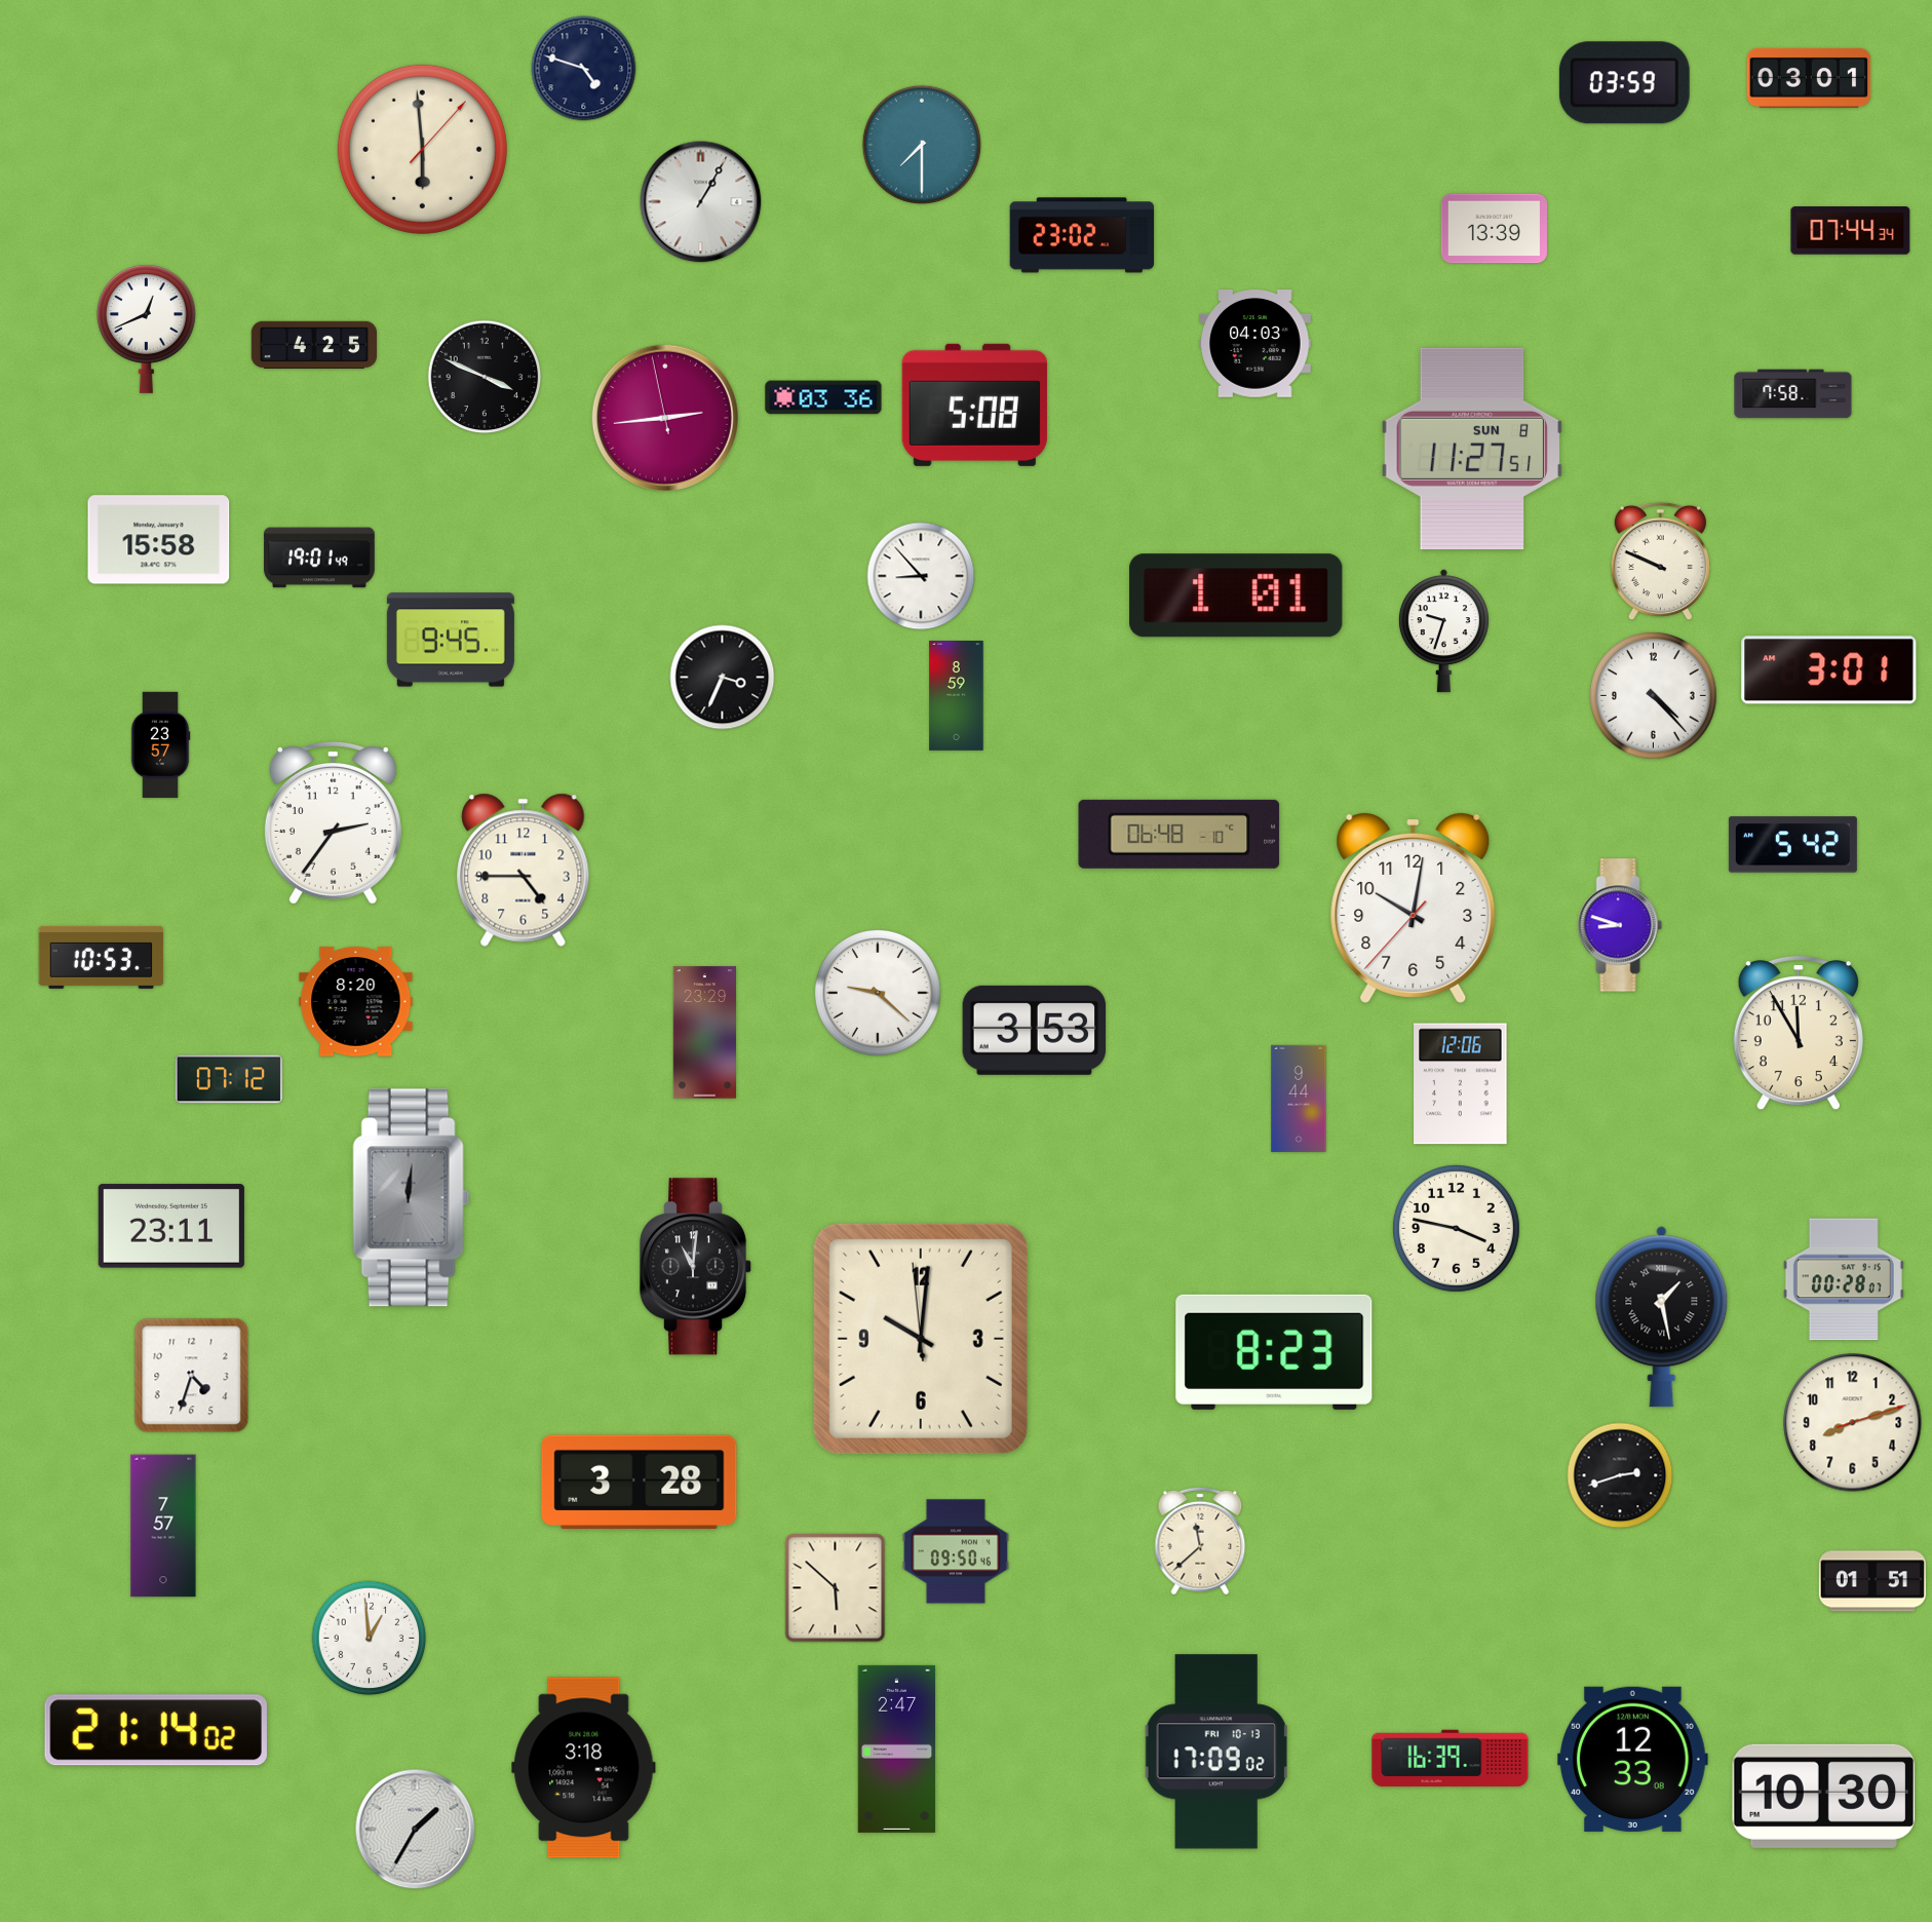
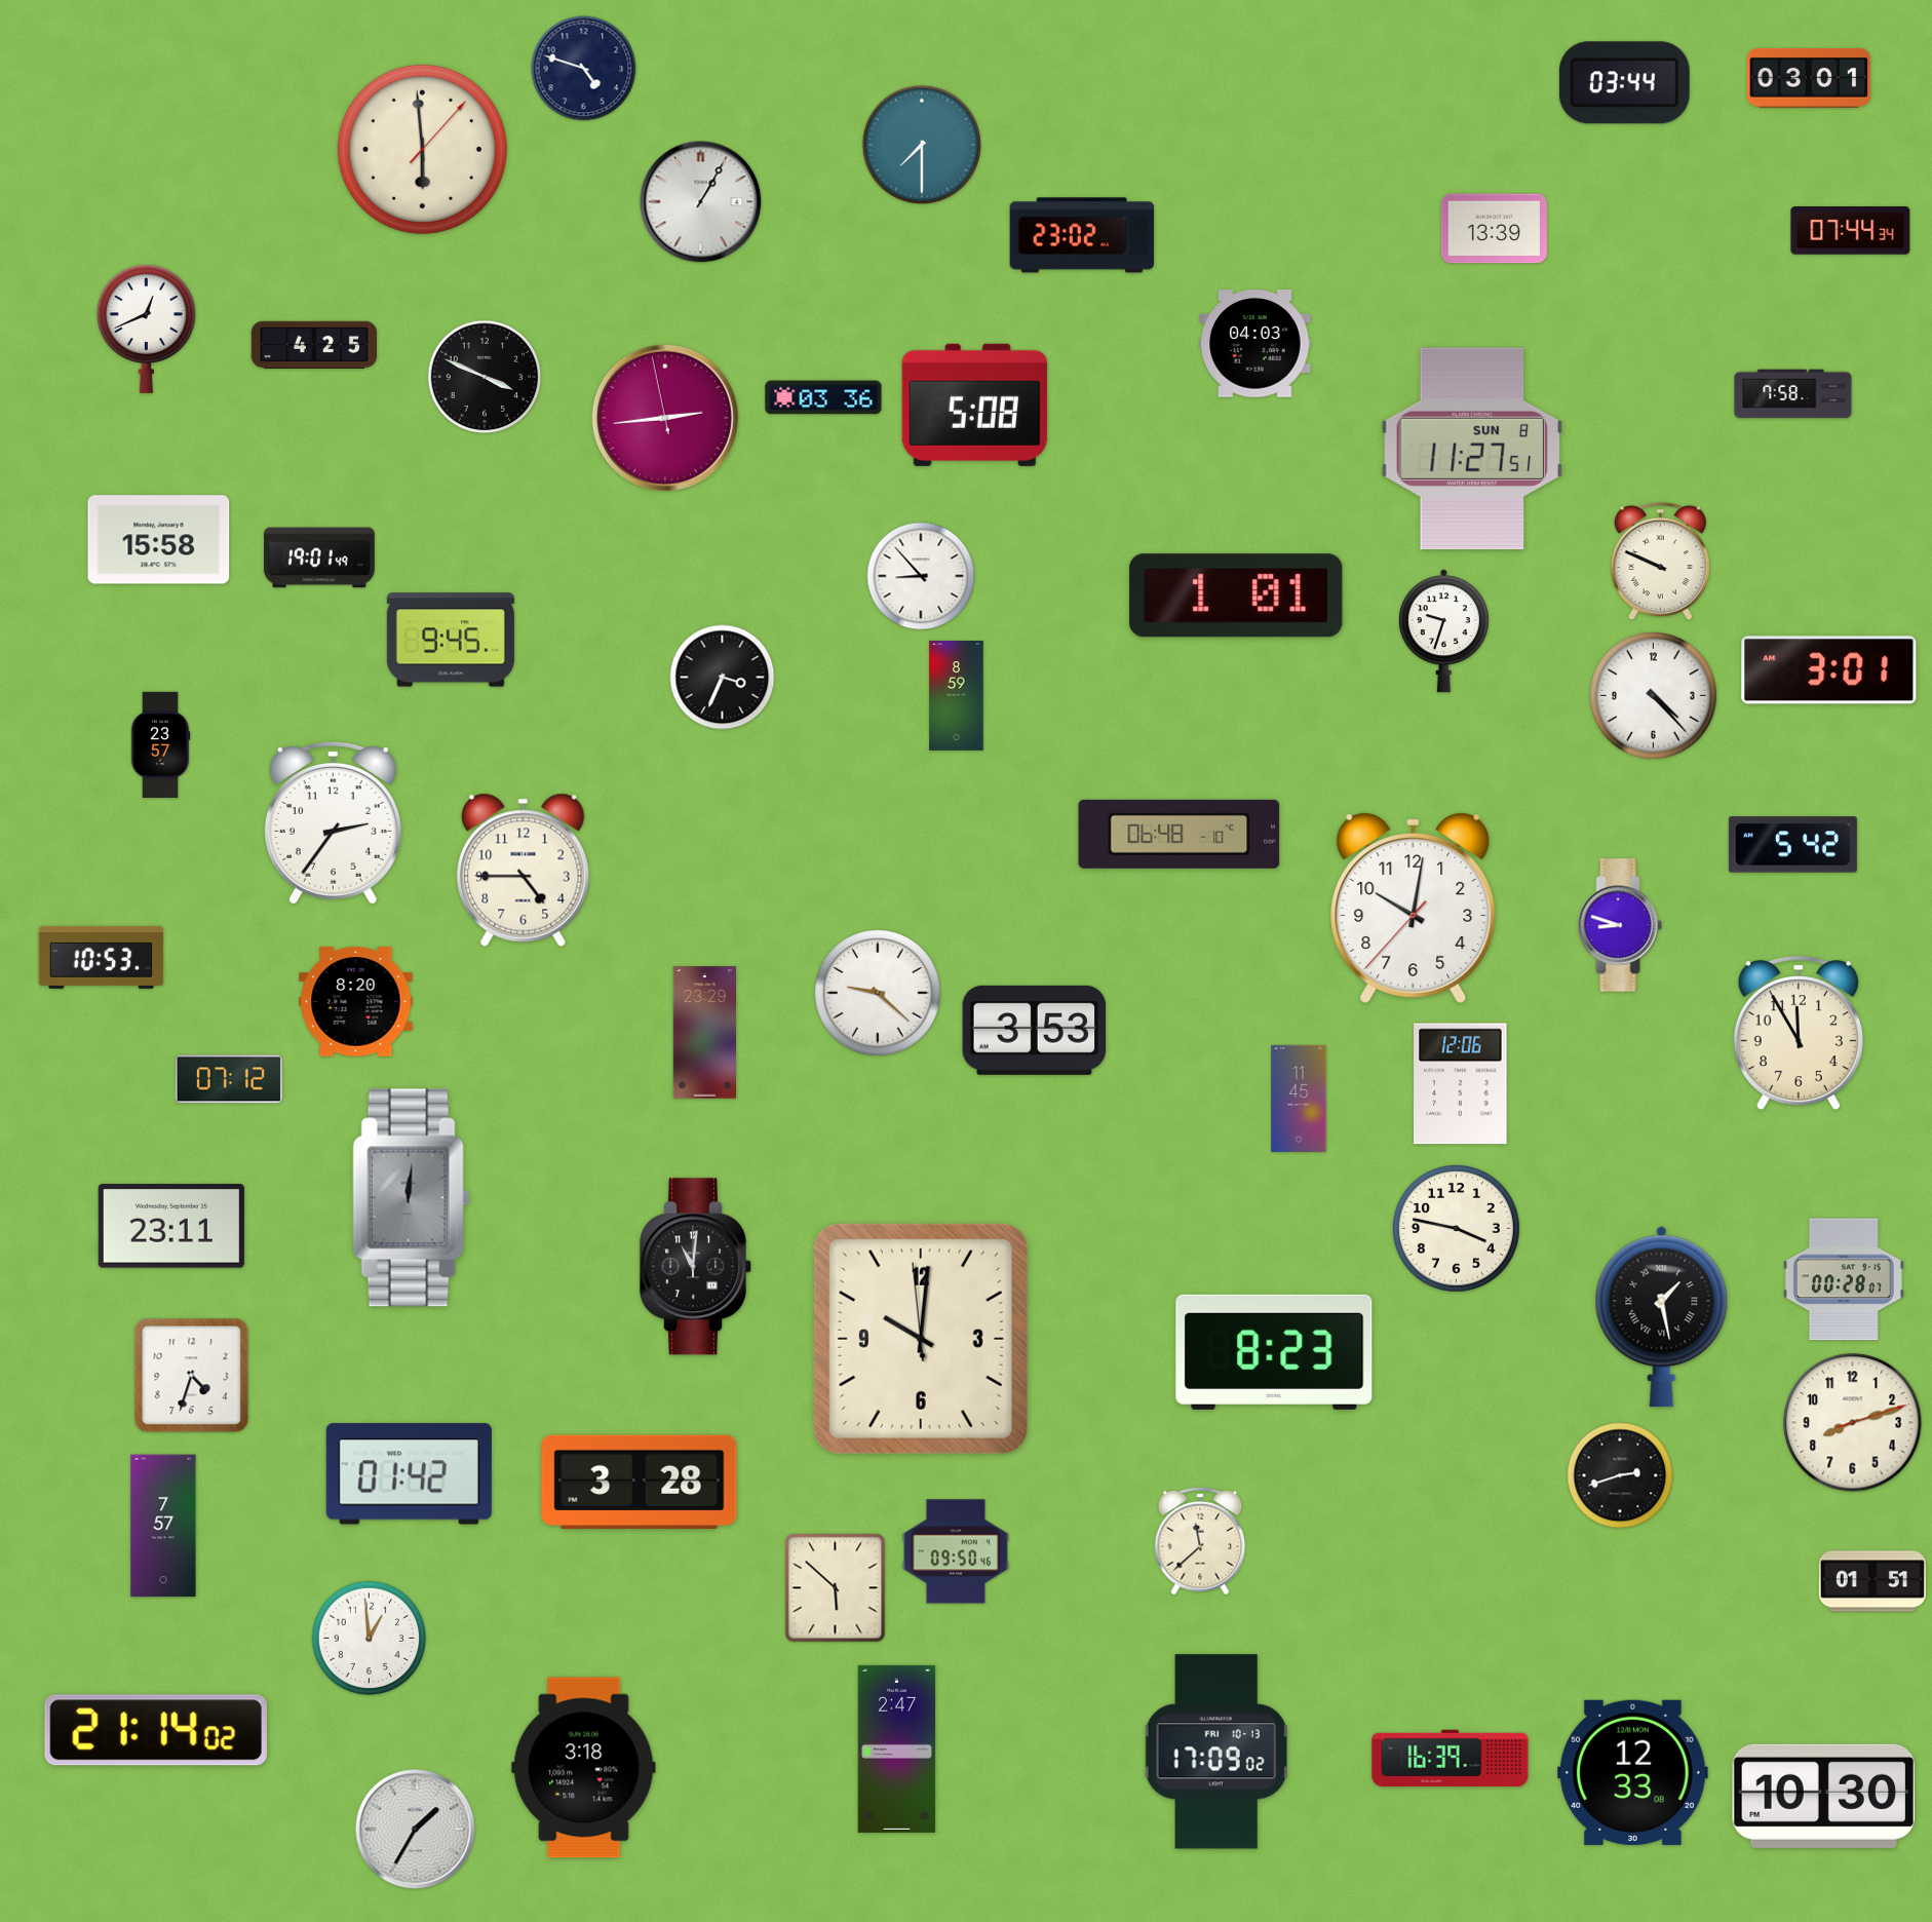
clock at (1624, 83): 03:59 -> 03:44
clock at (1299, 1099): 9:44 -> 11:45
clock at (409, 1474): none -> 01:42
clock at (1633, 1759) position: (1633, 1759) -> (1633, 1772)
